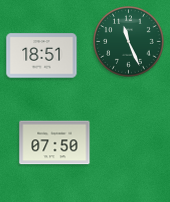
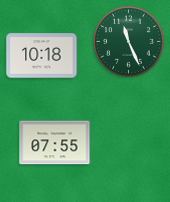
clock at (42, 56): 18:51 -> 10:18
clock at (55, 143): 07:50 -> 07:55
